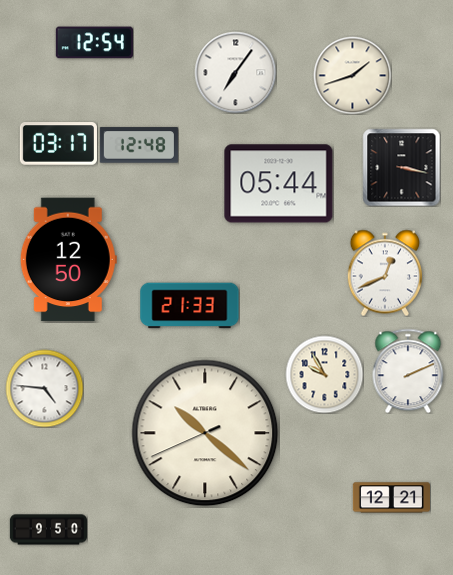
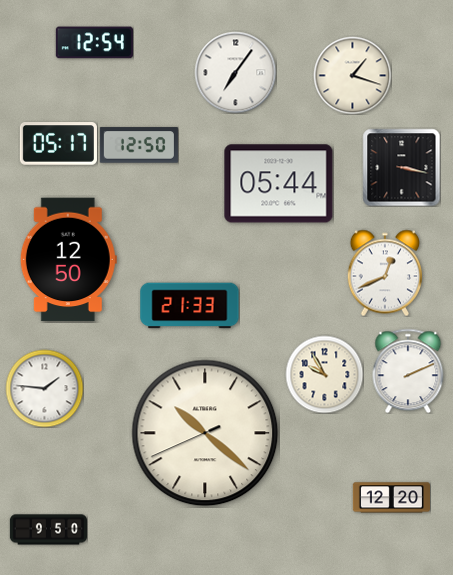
clock at (352, 75): 1:42 -> 1:18
clock at (58, 144): 03:17 -> 05:17
clock at (139, 145): 12:48 -> 12:50
clock at (44, 388): 4:46 -> 1:46
clock at (391, 498): 12:21 -> 12:20
